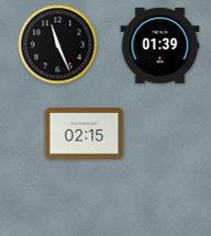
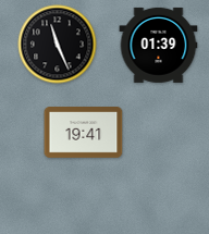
clock at (85, 134): 02:15 -> 19:41
